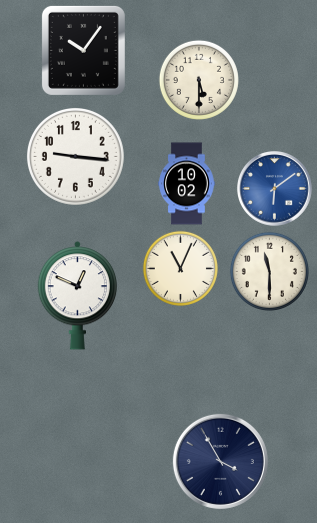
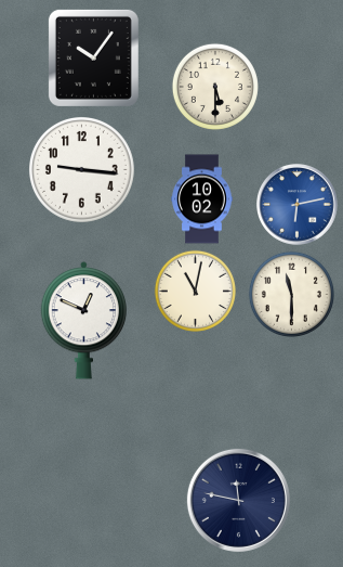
clock at (83, 50) position: (83, 50) -> (93, 57)
clock at (275, 189): 6:09 -> 6:13
clock at (180, 268): 11:04 -> 11:02
clock at (220, 461): 3:55 -> 11:47
